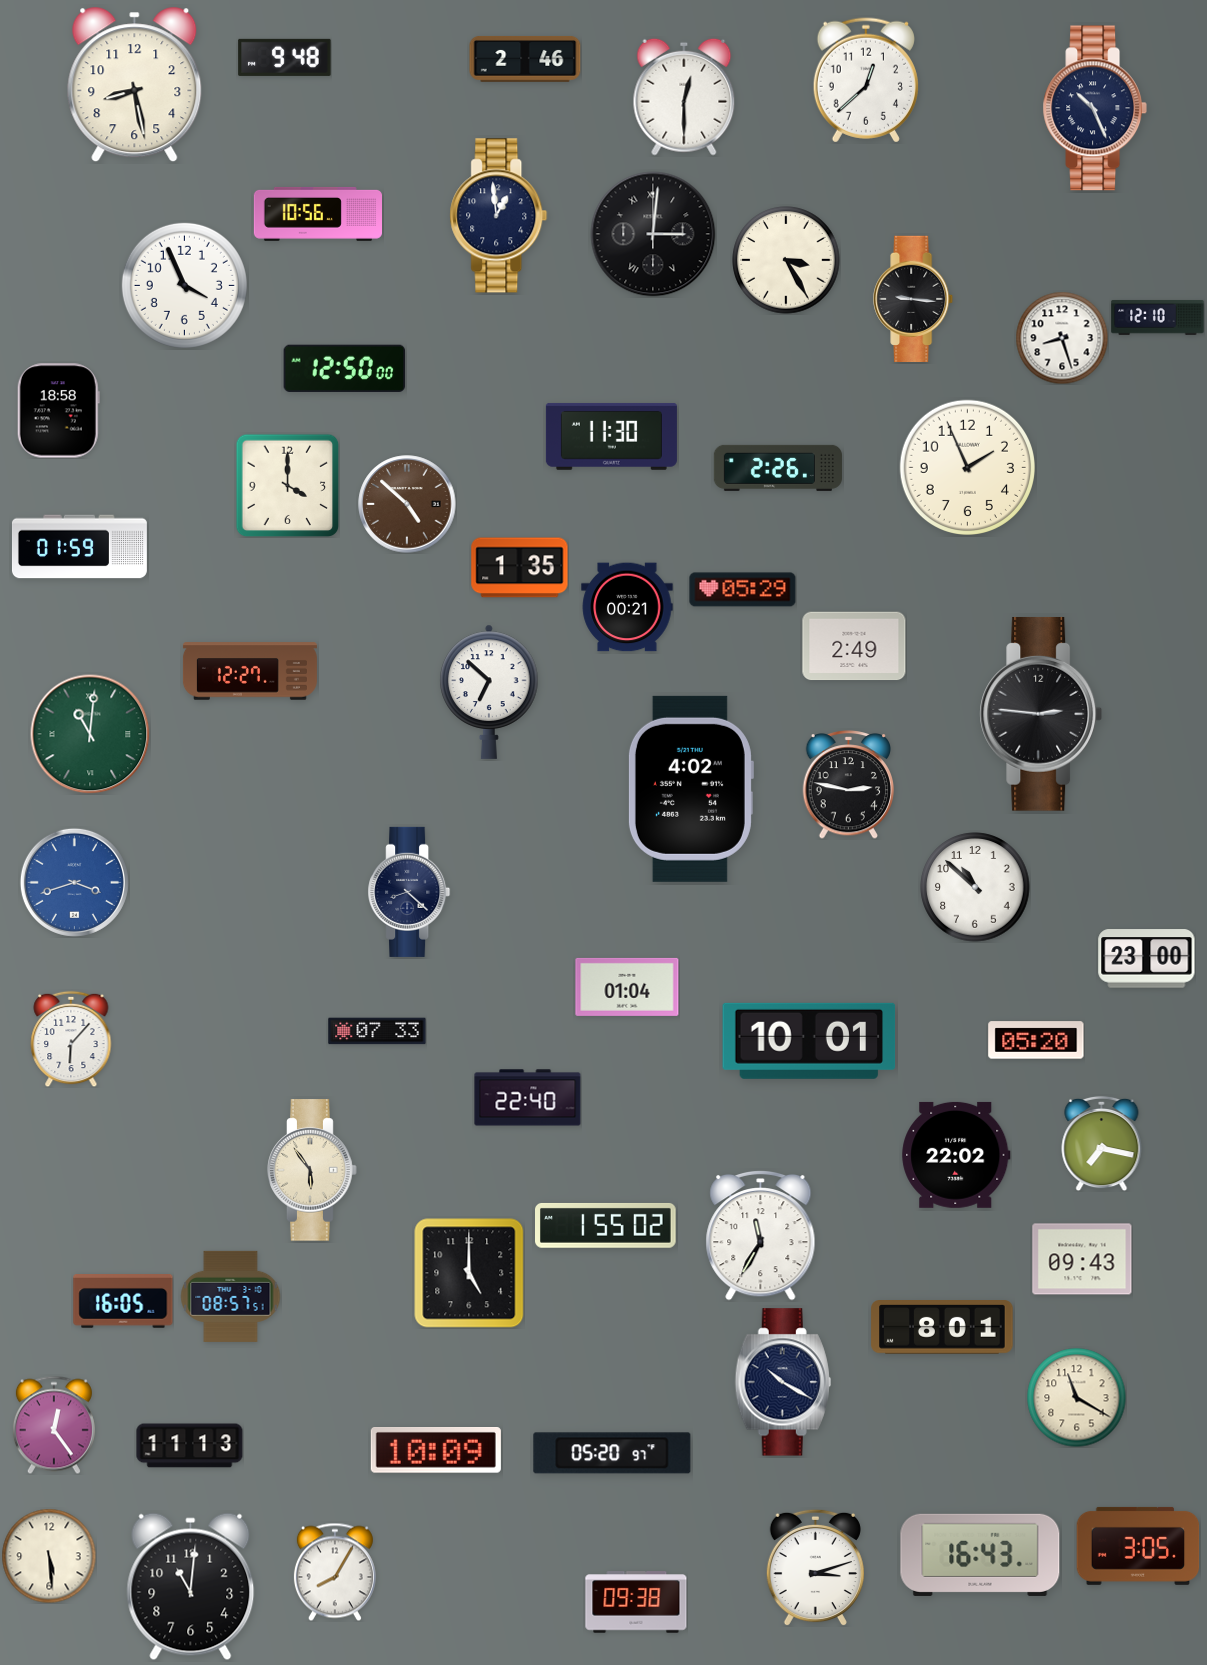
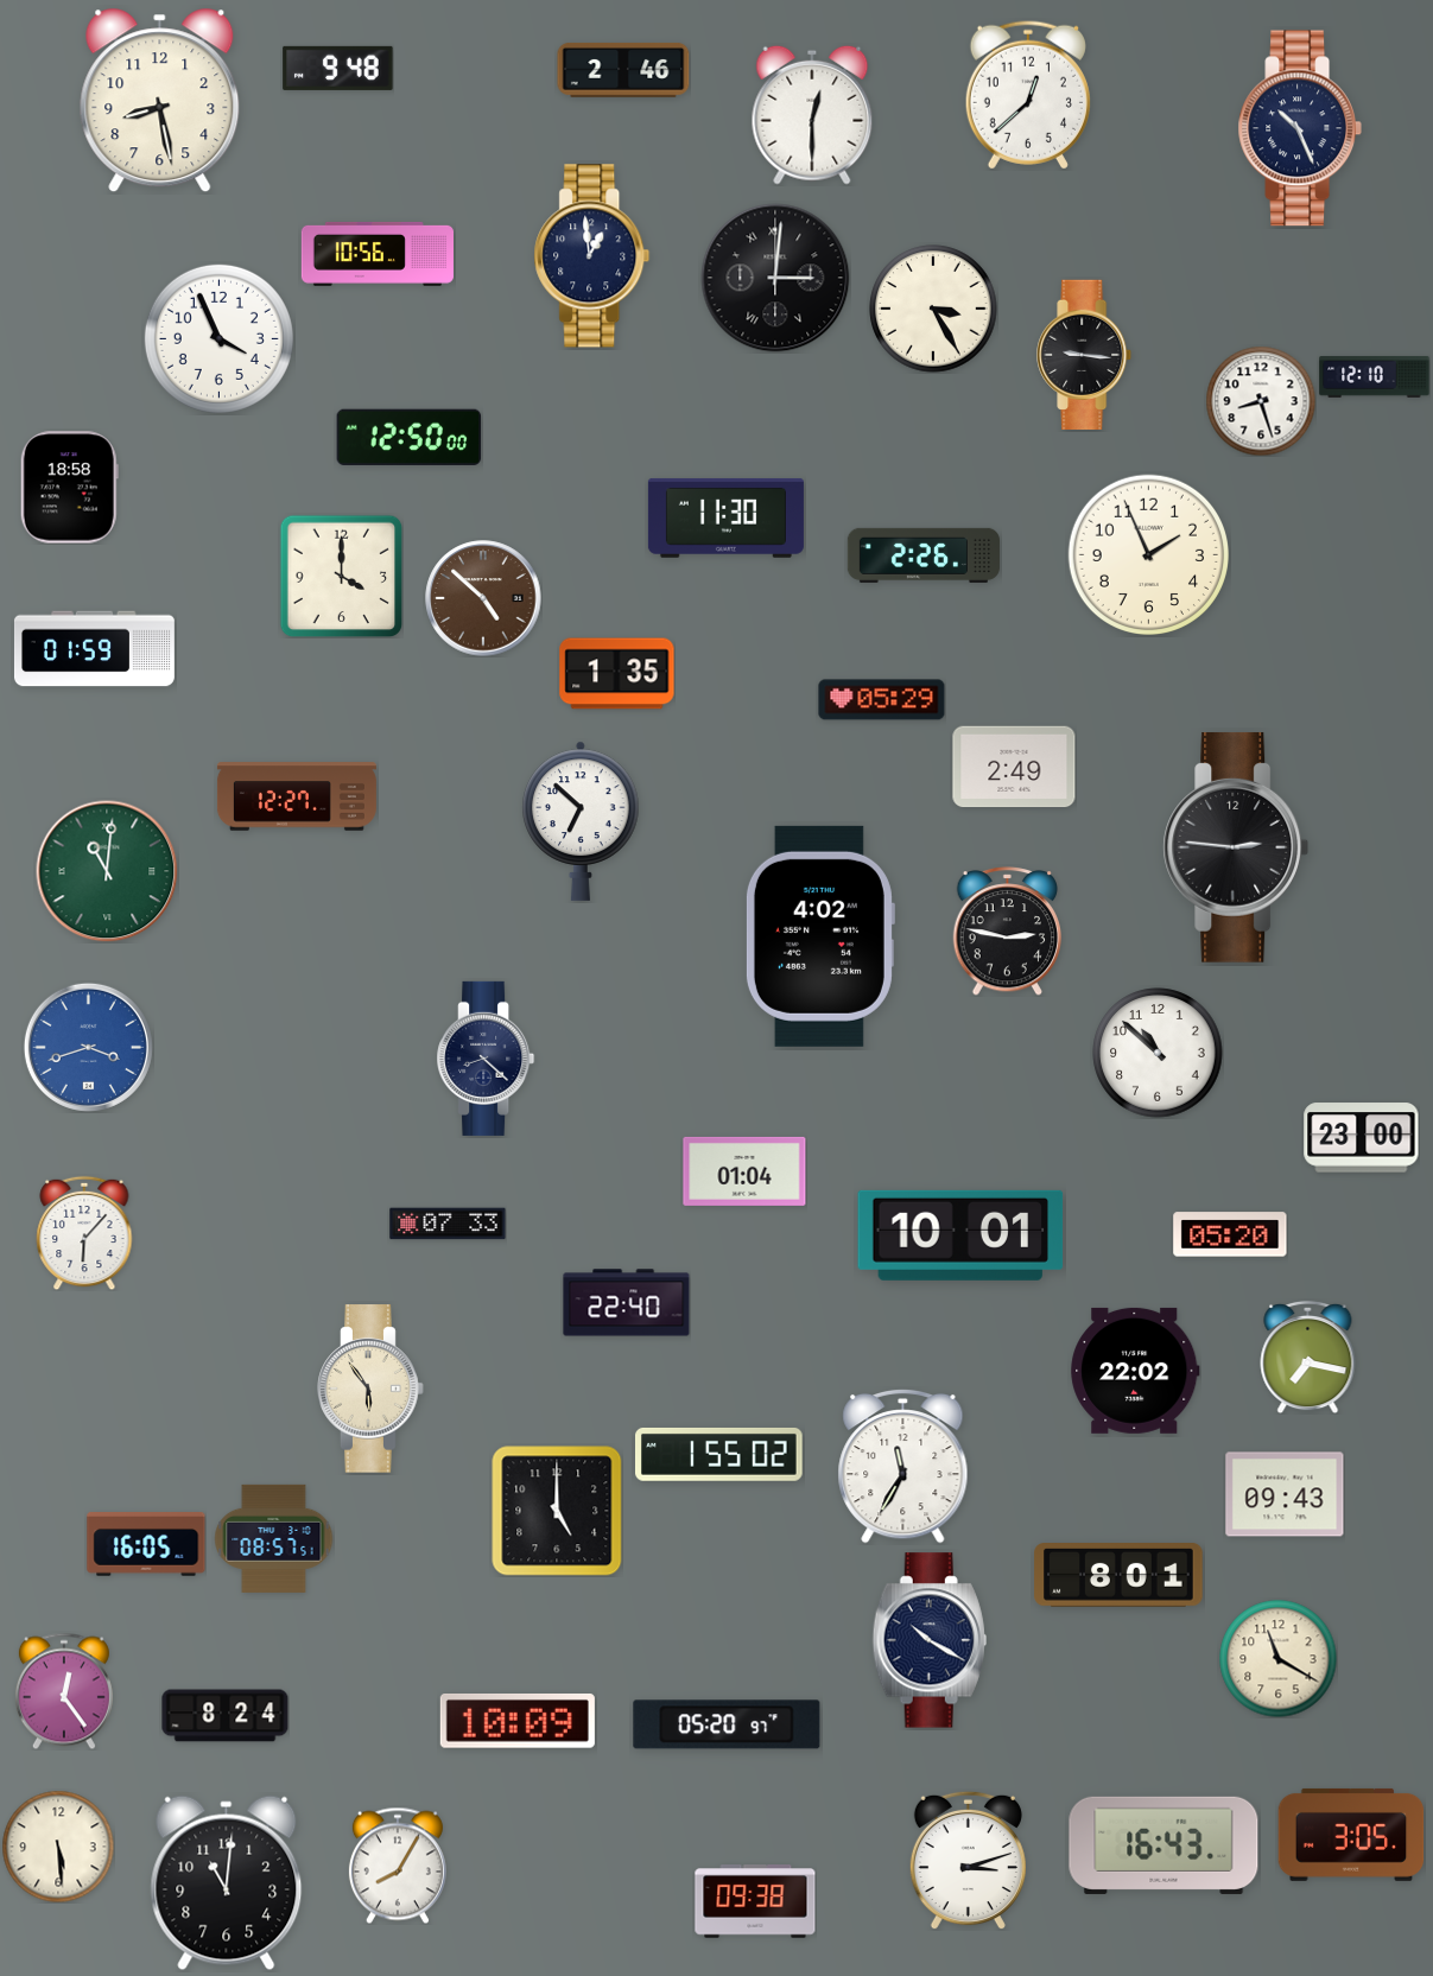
clock at (627, 607): 00:21 -> none
clock at (190, 1446): 11:13 -> 8:24
